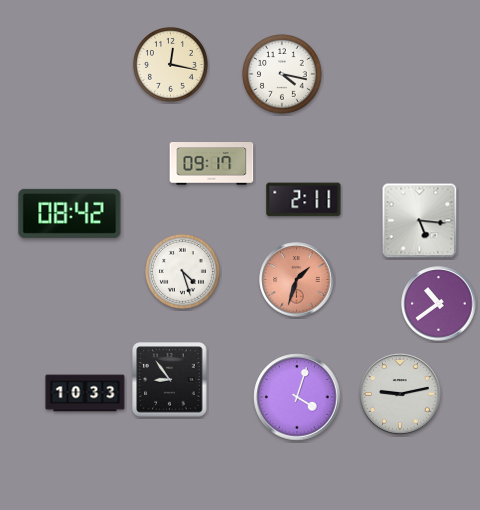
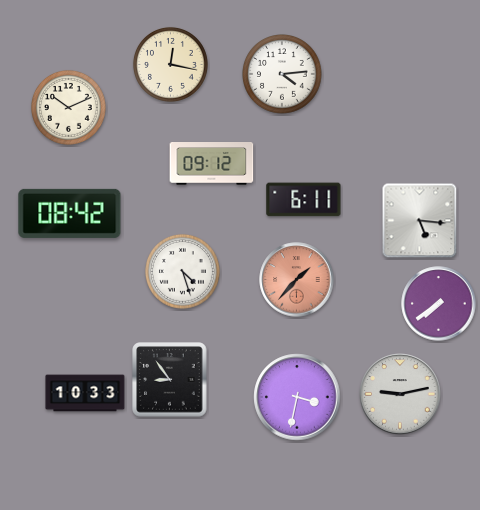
clock at (283, 75): 4:17 -> 4:14
clock at (69, 108): none -> 10:11
clock at (212, 164): 09:17 -> 09:12
clock at (304, 200): 2:11 -> 6:11
clock at (297, 280): 1:33 -> 1:37
clock at (439, 304): 10:39 -> 7:39
clock at (297, 397): 4:03 -> 3:32
